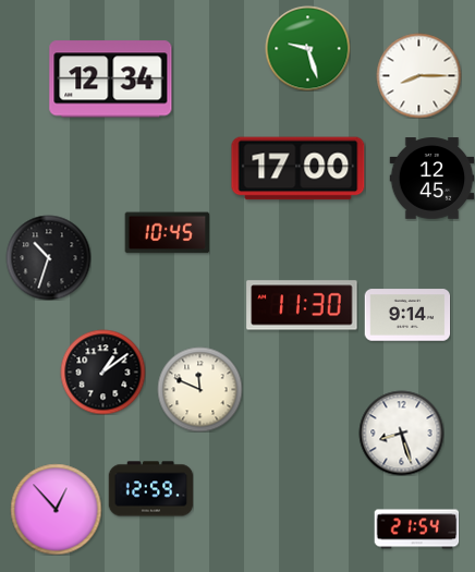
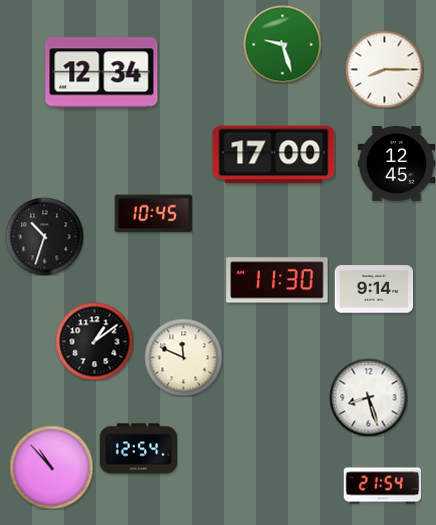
clock at (150, 489): 12:59 -> 12:54
clock at (56, 509): 12:53 -> 10:53
